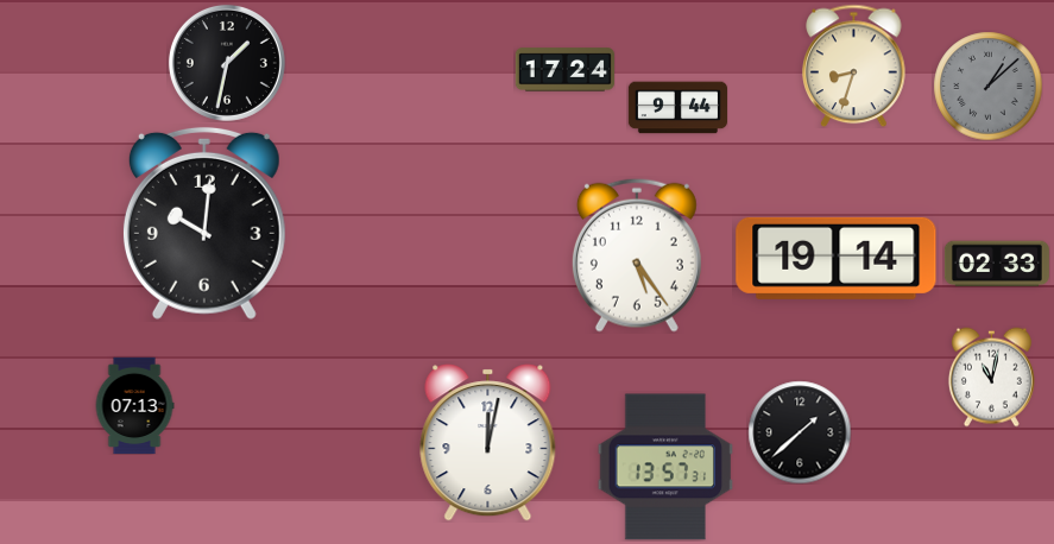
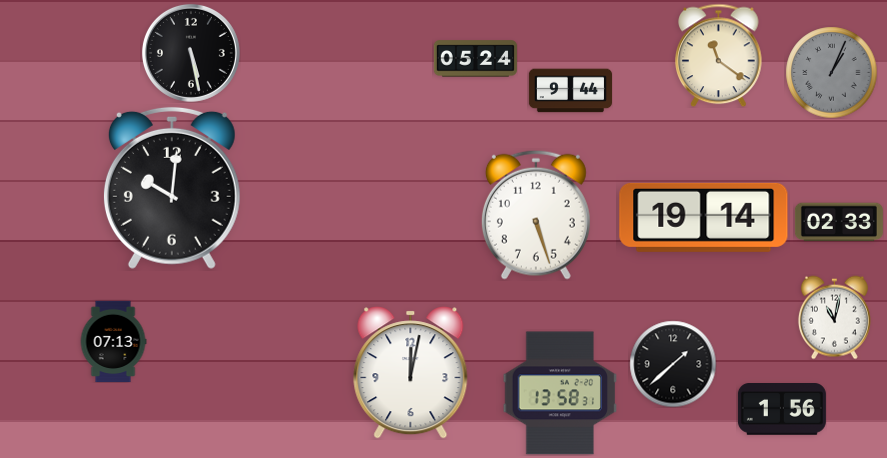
clock at (227, 63): 1:32 -> 5:28
clock at (854, 65): 8:33 -> 11:21
clock at (564, 70): 17:24 -> 05:24
clock at (987, 86): 1:08 -> 1:04
clock at (637, 255): 5:24 -> 5:27
clock at (665, 467): 13:57 -> 13:58
clock at (782, 410): none -> 1:56
